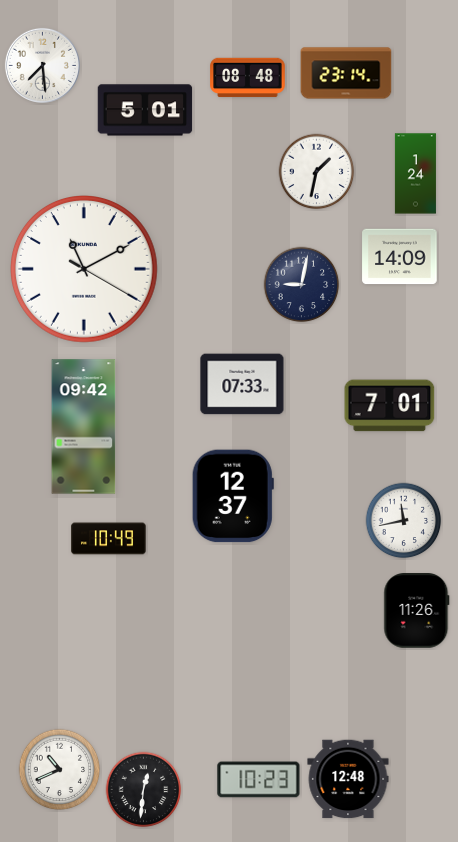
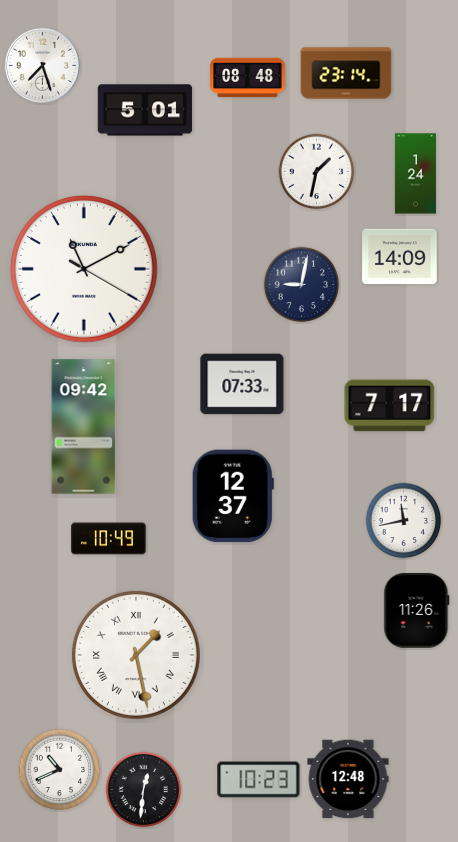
clock at (42, 65): 7:29 -> 7:27
clock at (390, 406): 7:01 -> 7:17
clock at (136, 655): none -> 1:28
